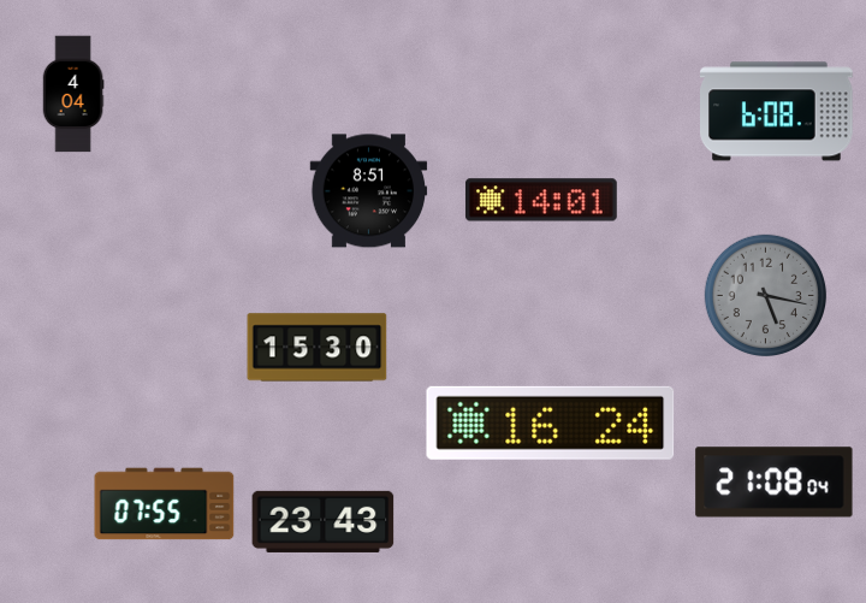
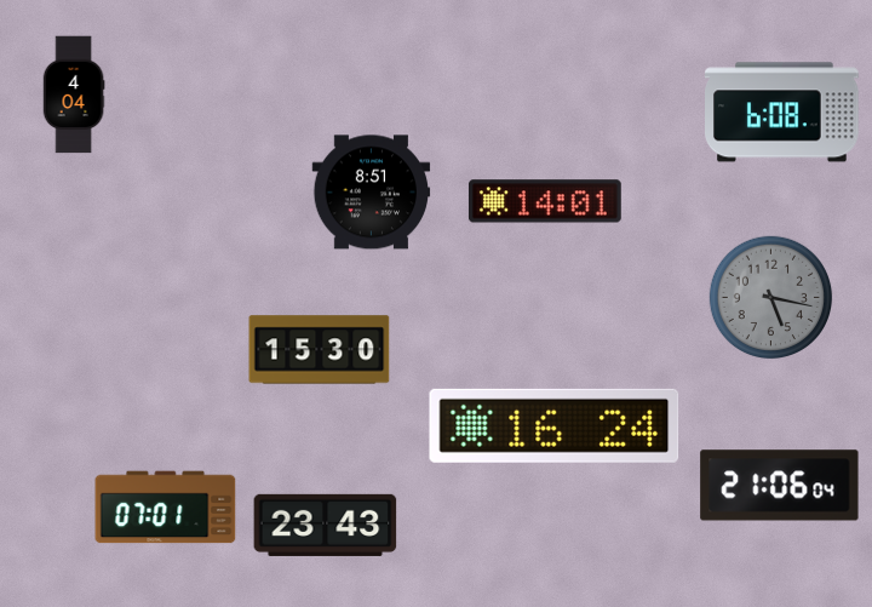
clock at (775, 483): 21:08 -> 21:06
clock at (165, 504): 07:55 -> 07:01
